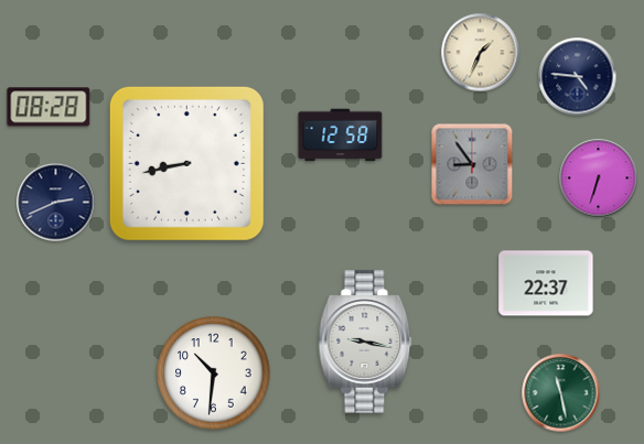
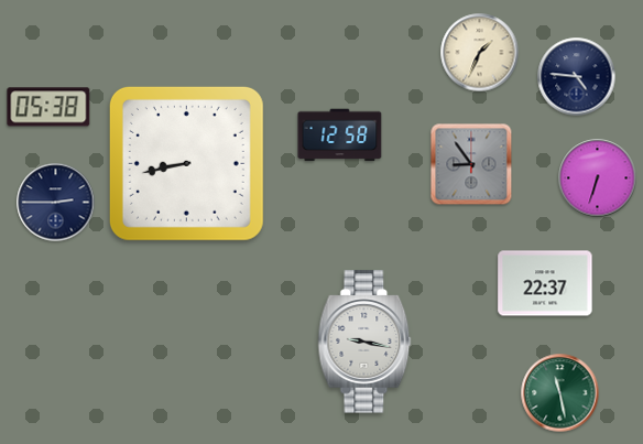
clock at (49, 107): 08:28 -> 05:38
clock at (56, 203): 2:41 -> 2:45
clock at (214, 373): 10:31 -> none
